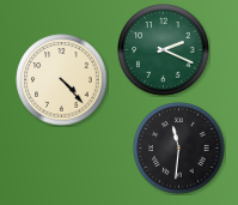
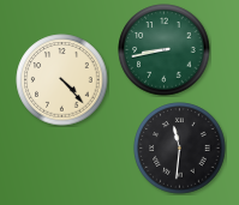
clock at (164, 50): 2:19 -> 8:43
